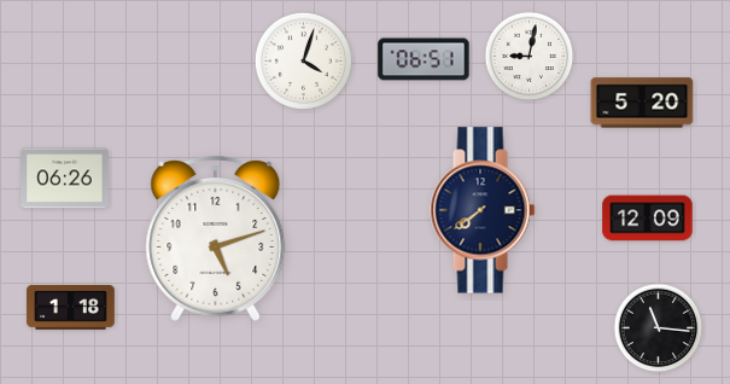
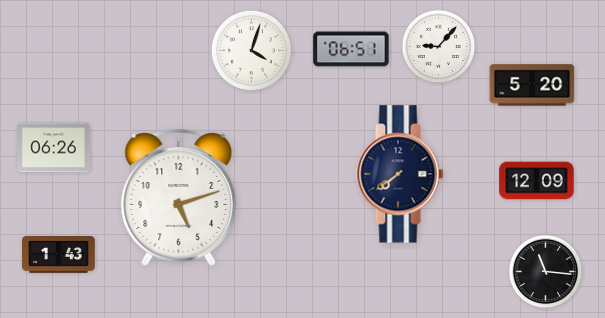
clock at (530, 57): 9:02 -> 9:07
clock at (71, 308): 1:18 -> 1:43
